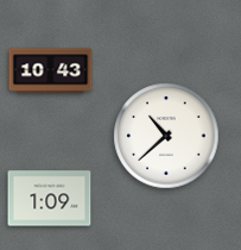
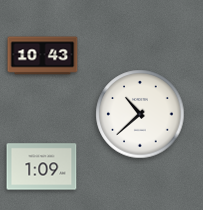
clock at (51, 71) position: (51, 71) -> (43, 56)
